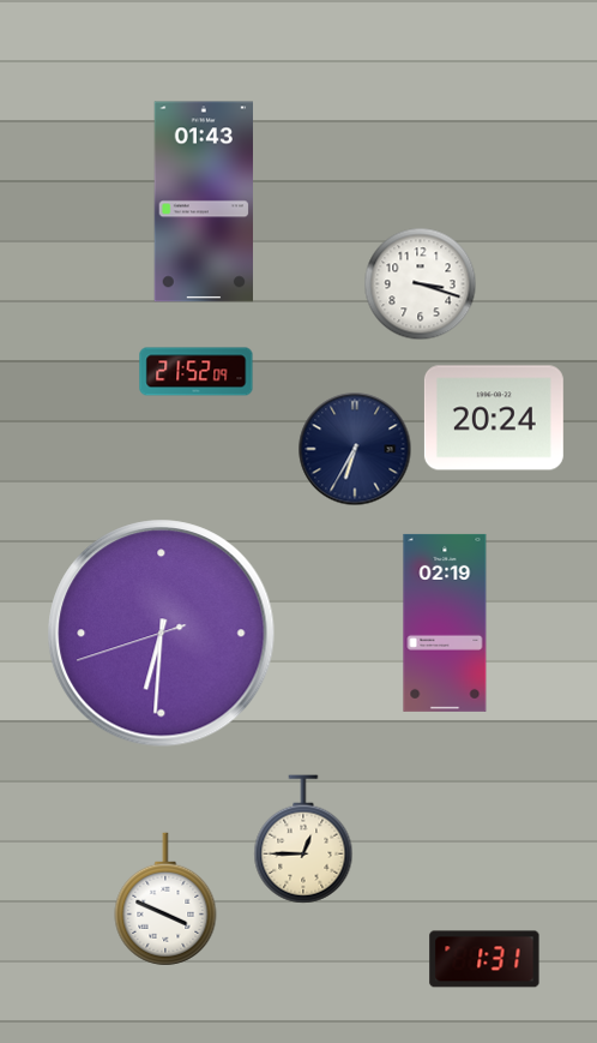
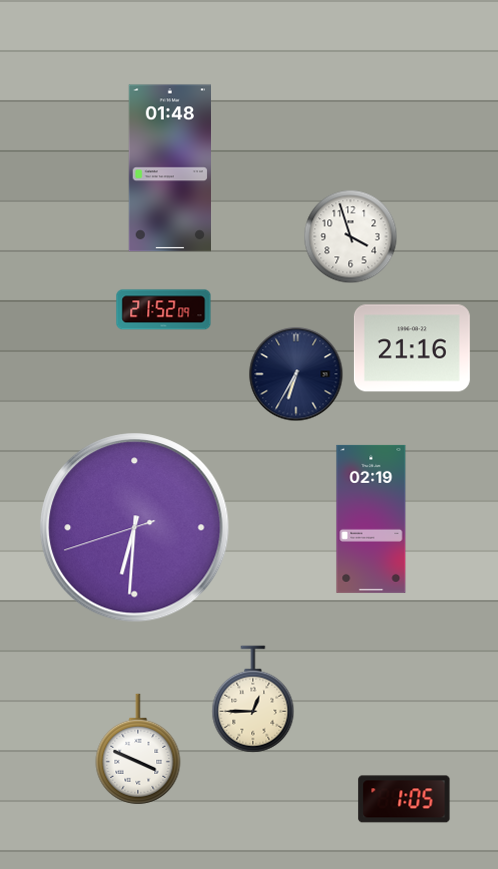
clock at (203, 202): 01:43 -> 01:48
clock at (421, 284): 3:18 -> 3:57
clock at (494, 418): 20:24 -> 21:16
clock at (484, 959): 1:31 -> 1:05
